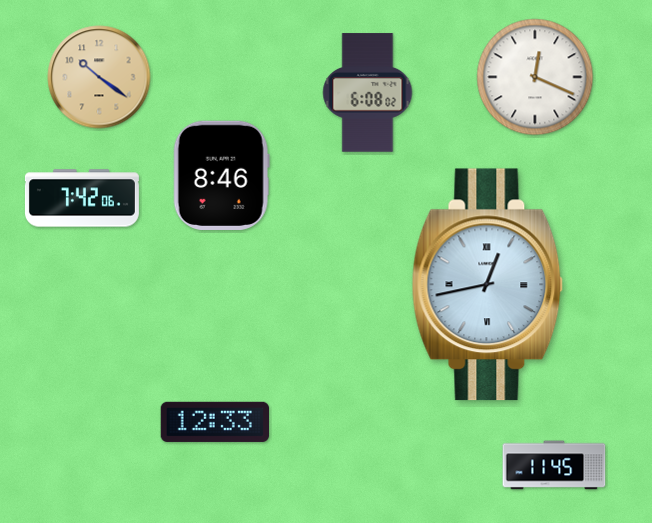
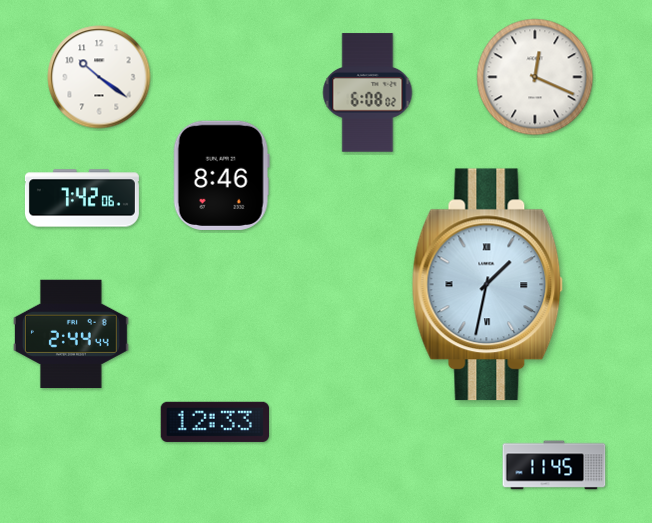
clock at (99, 77) dial: champagne -> white
clock at (488, 285): 12:43 -> 1:32
clock at (71, 333): none -> 2:44
